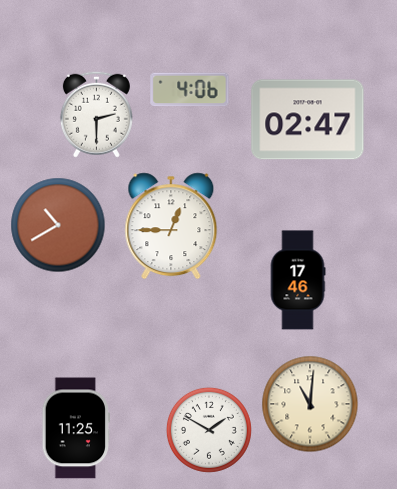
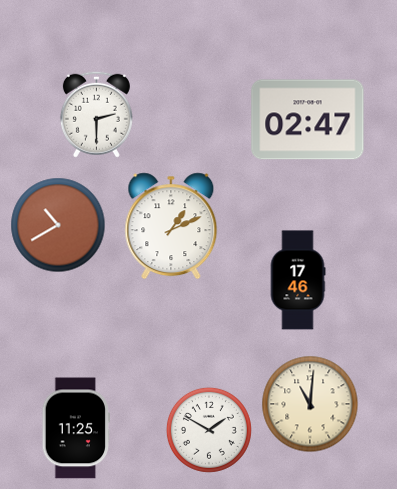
clock at (190, 90): 4:06 -> none
clock at (171, 226): 12:45 -> 1:11
